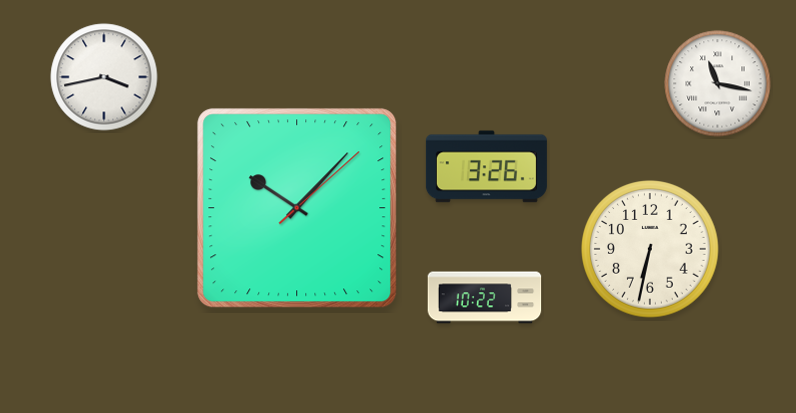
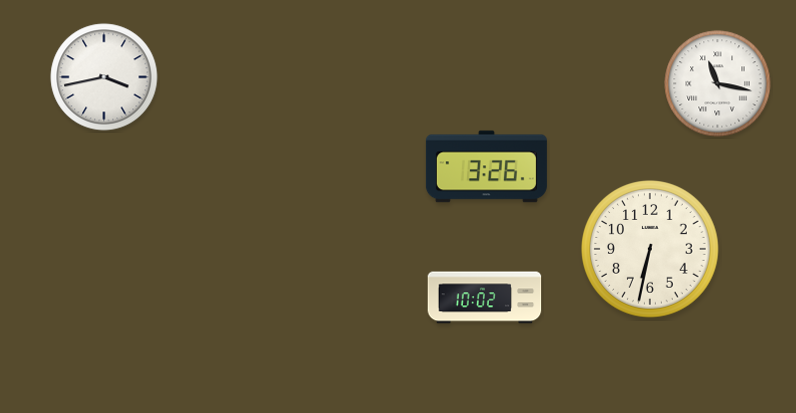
clock at (297, 208): 10:07 -> none
clock at (485, 298): 10:22 -> 10:02
